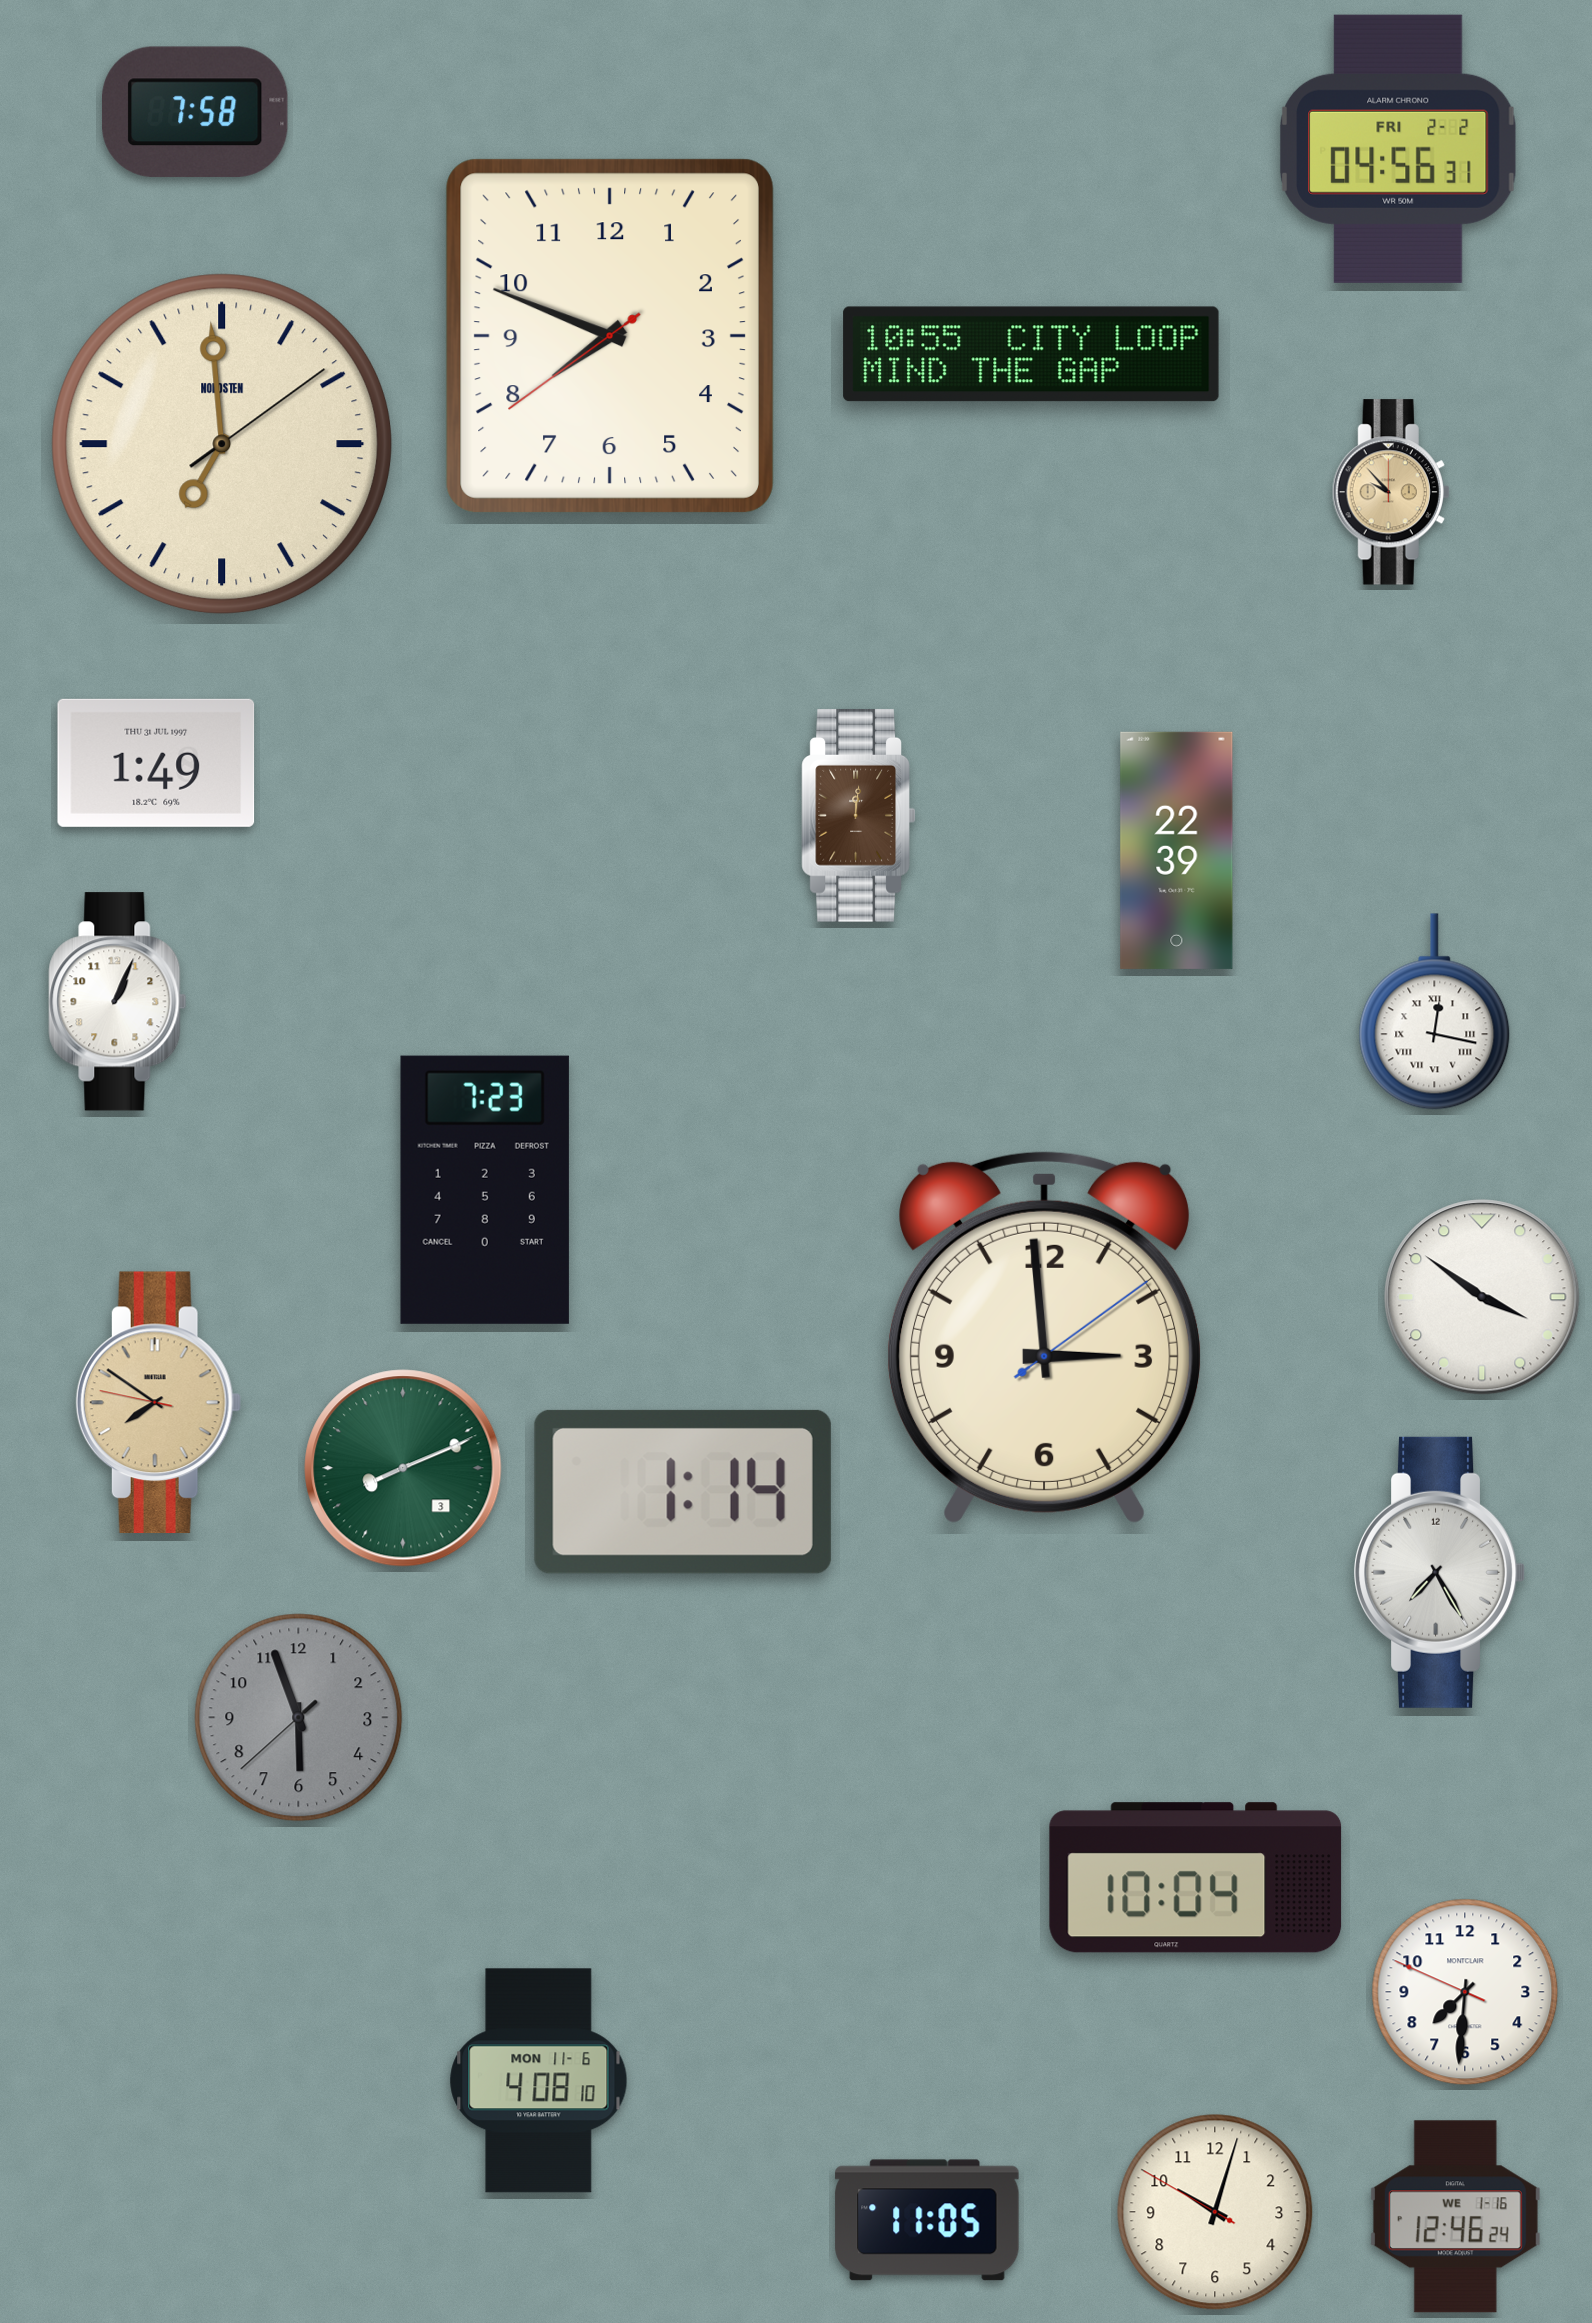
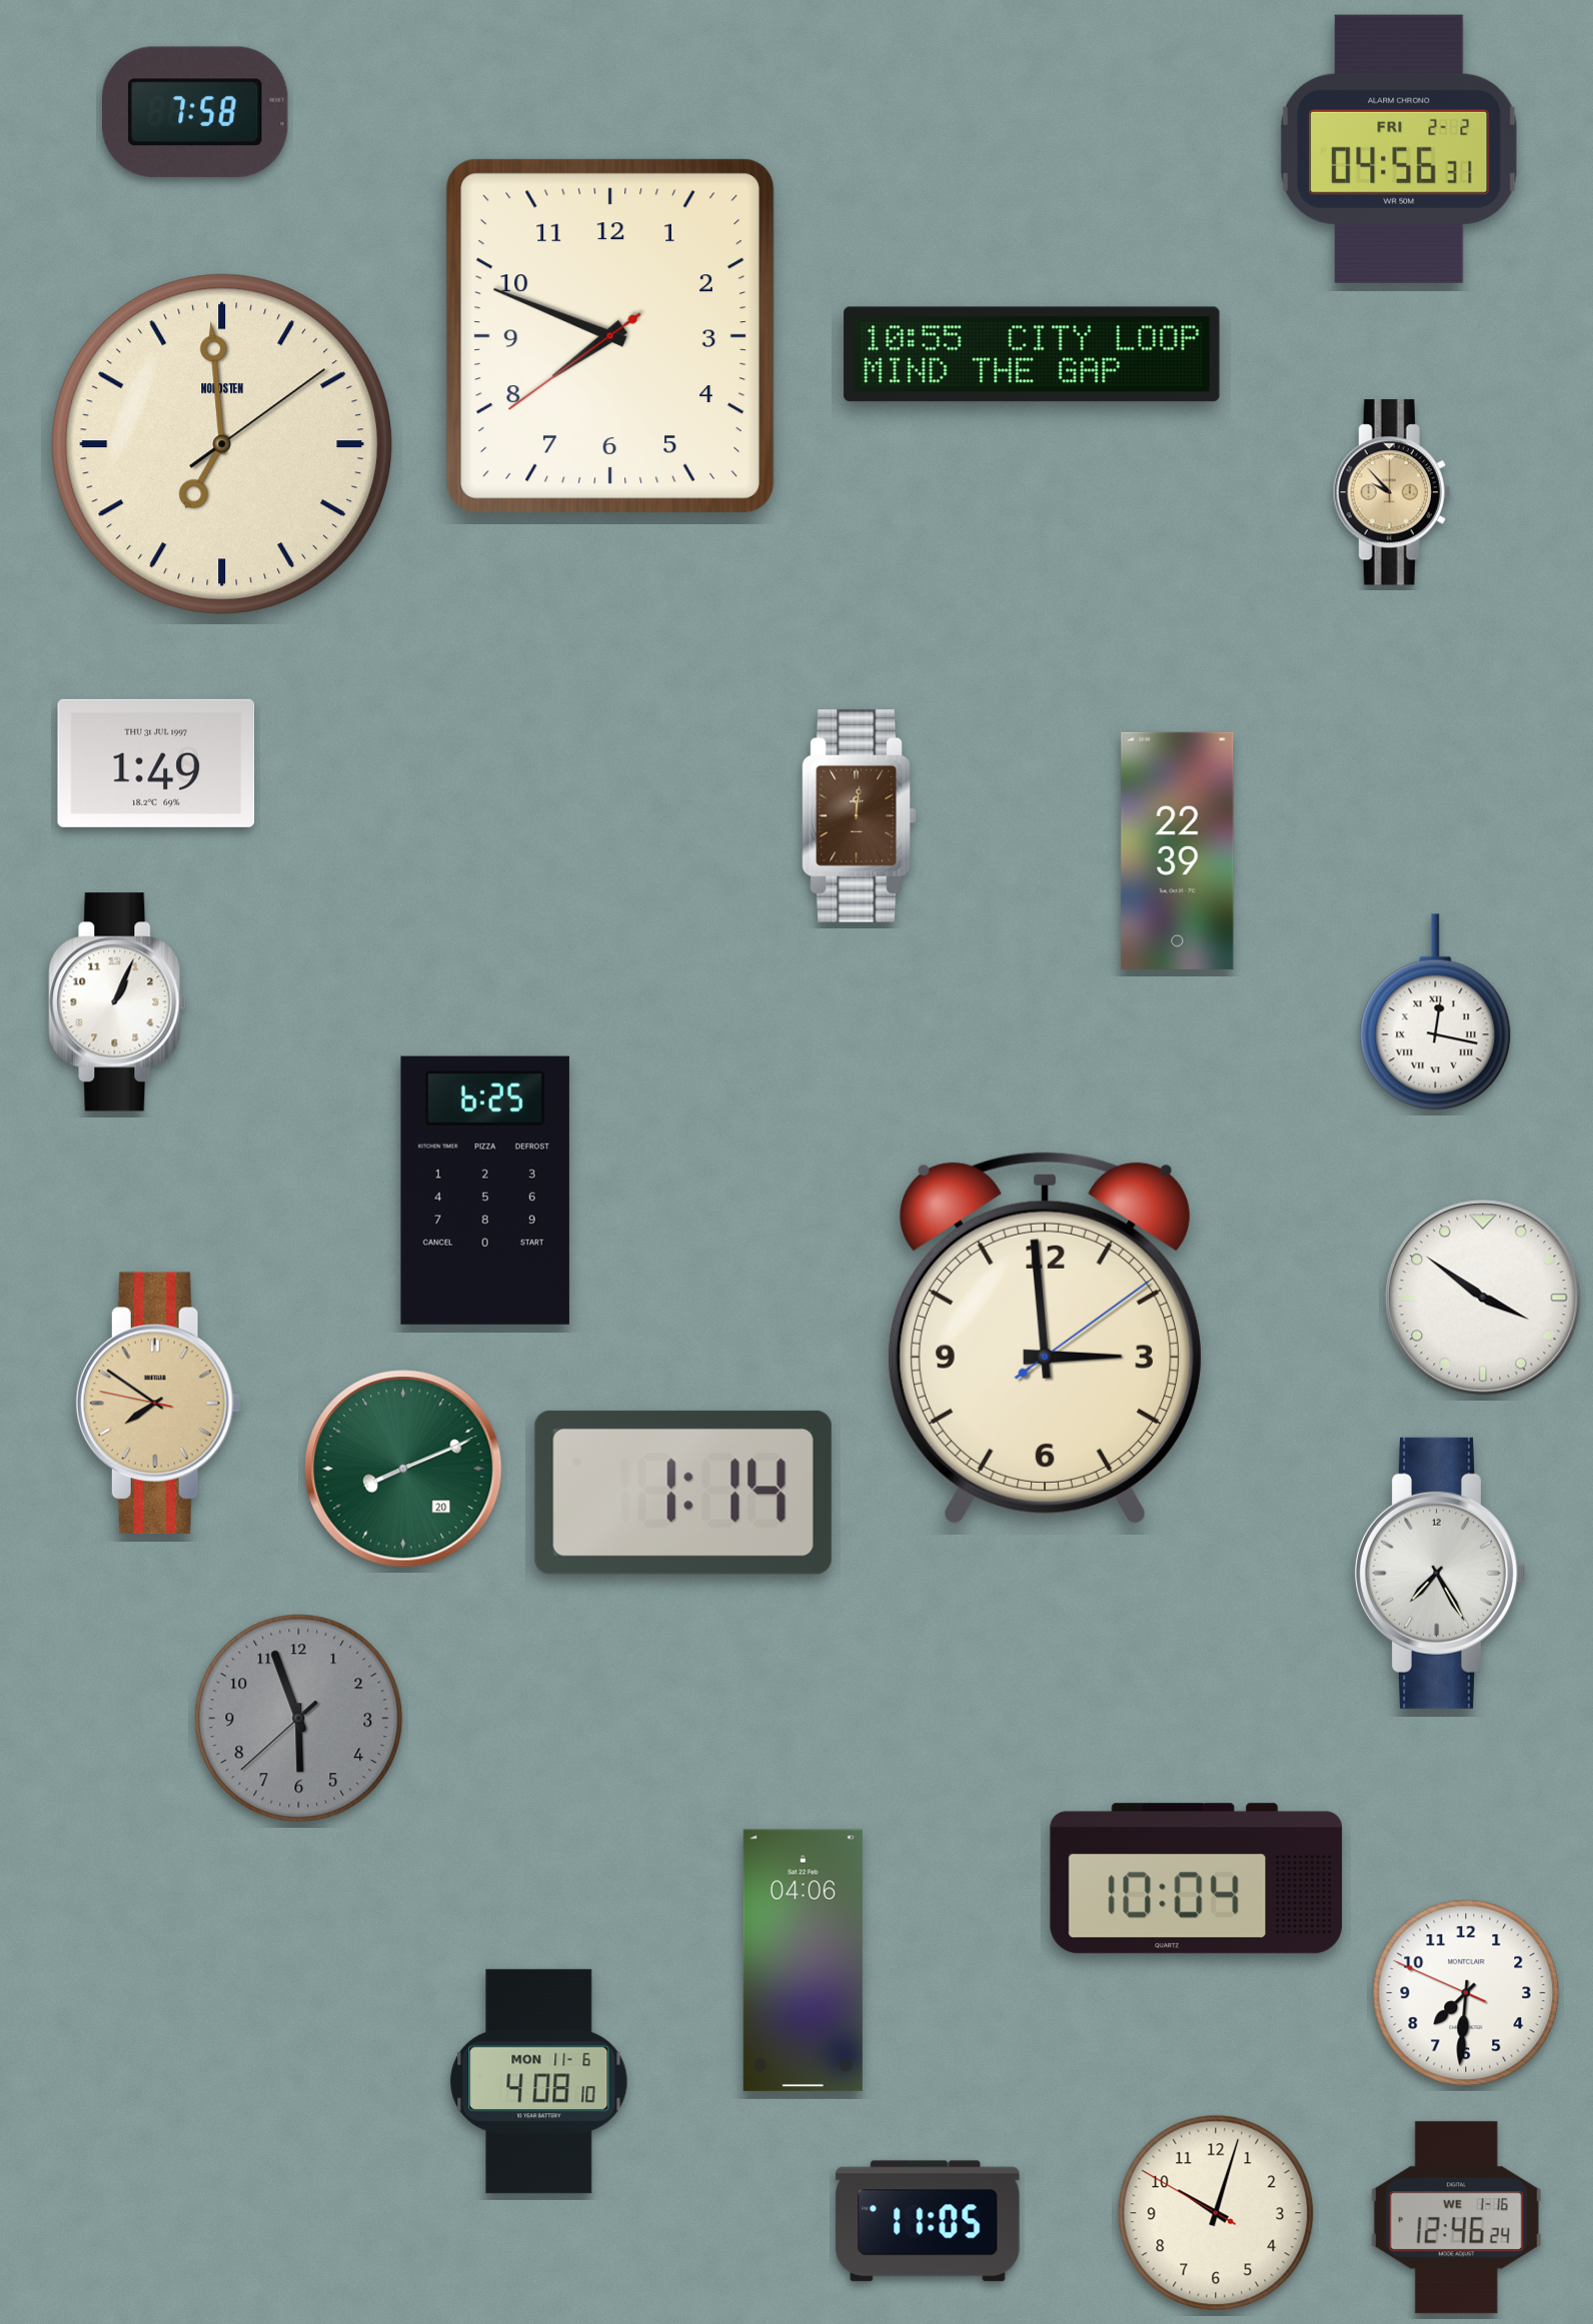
clock at (485, 1190): 7:23 -> 6:25
clock at (403, 1468) date: 3 -> 20
clock at (803, 1961): none -> 04:06
